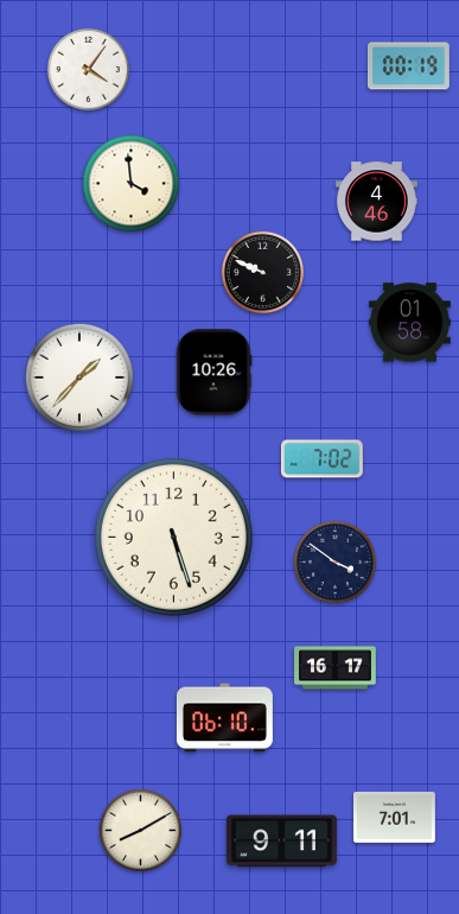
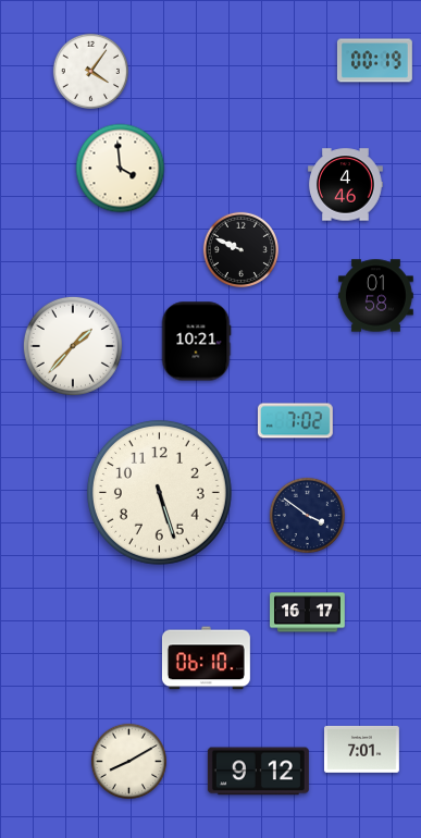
clock at (88, 69) position: (88, 69) -> (90, 71)
clock at (213, 373): 10:26 -> 10:21
clock at (281, 842): 9:11 -> 9:12
